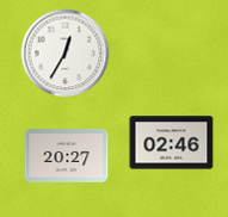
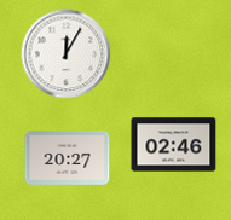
clock at (66, 54): 12:35 -> 12:05
